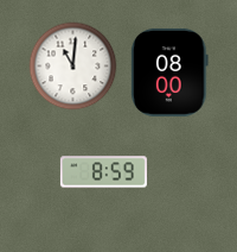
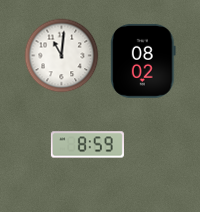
clock at (169, 73): 08:00 -> 08:02
